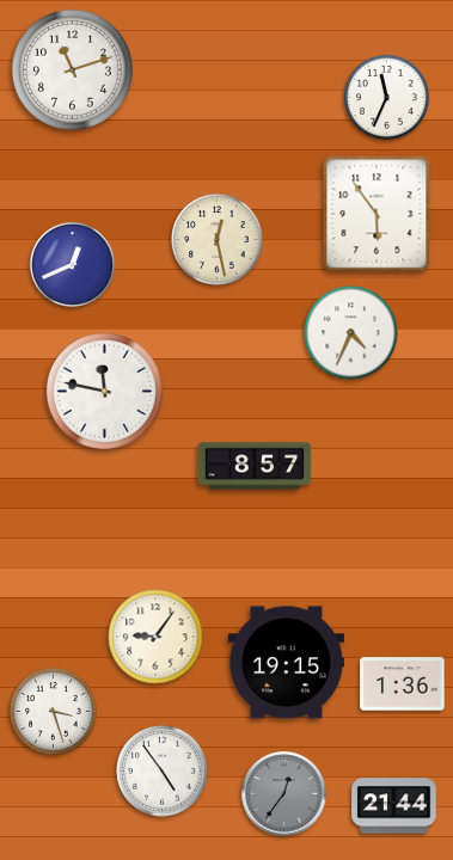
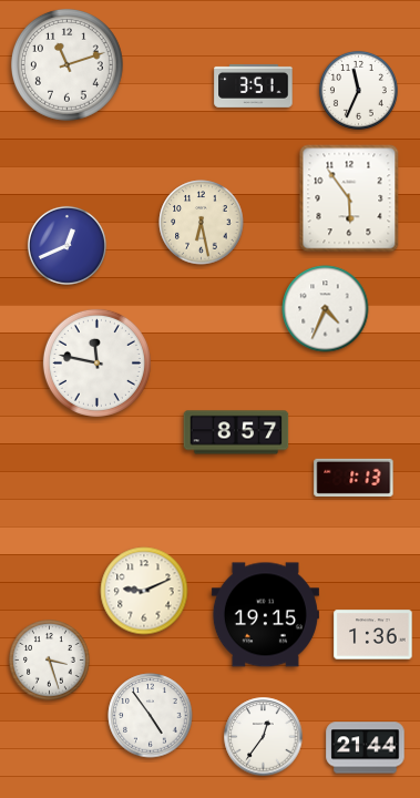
clock at (254, 85): none -> 3:51
clock at (218, 240): 12:28 -> 6:28
clock at (354, 478): none -> 1:13
clock at (155, 637): 9:06 -> 9:11
clock at (284, 794) dial: grey -> white
